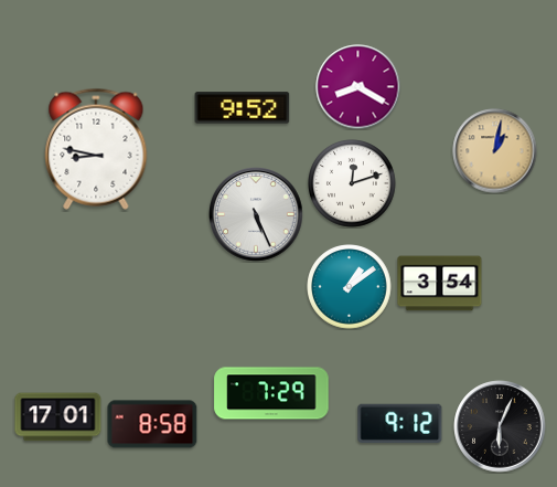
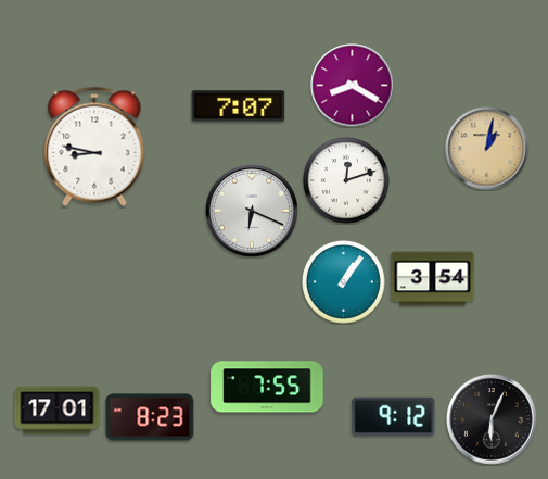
clock at (243, 108): 9:52 -> 7:07
clock at (257, 215): 5:26 -> 6:19
clock at (350, 287): 1:09 -> 1:06
clock at (271, 393): 7:29 -> 7:55
clock at (152, 424): 8:58 -> 8:23
